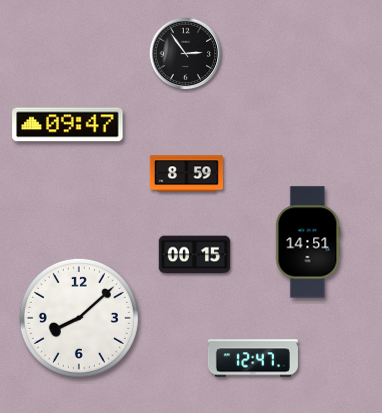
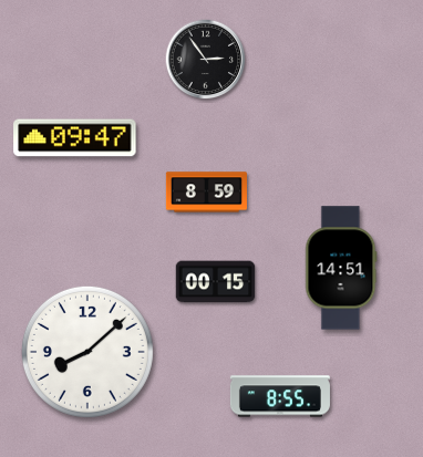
clock at (253, 358): 12:47 -> 8:55
